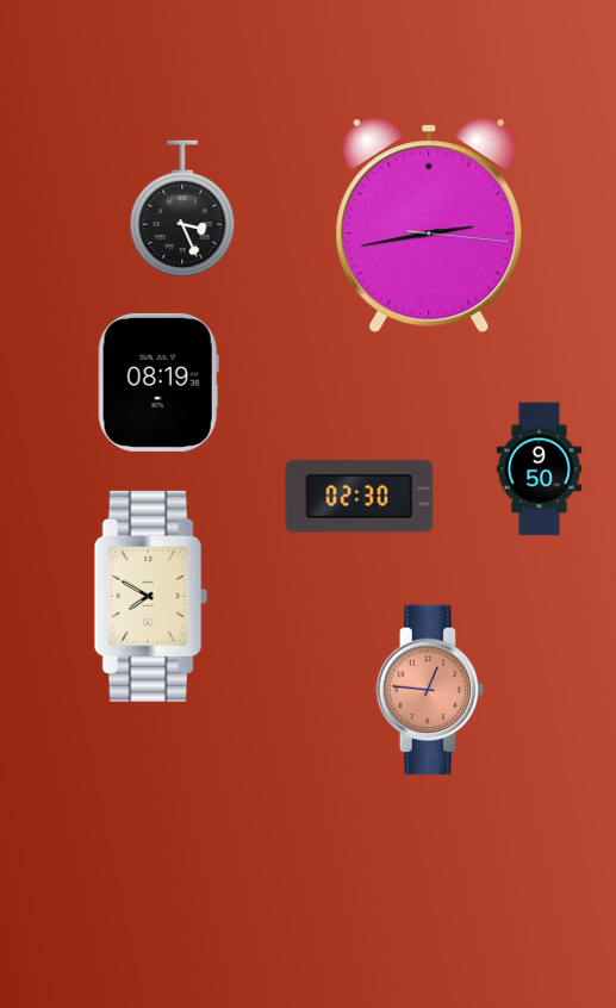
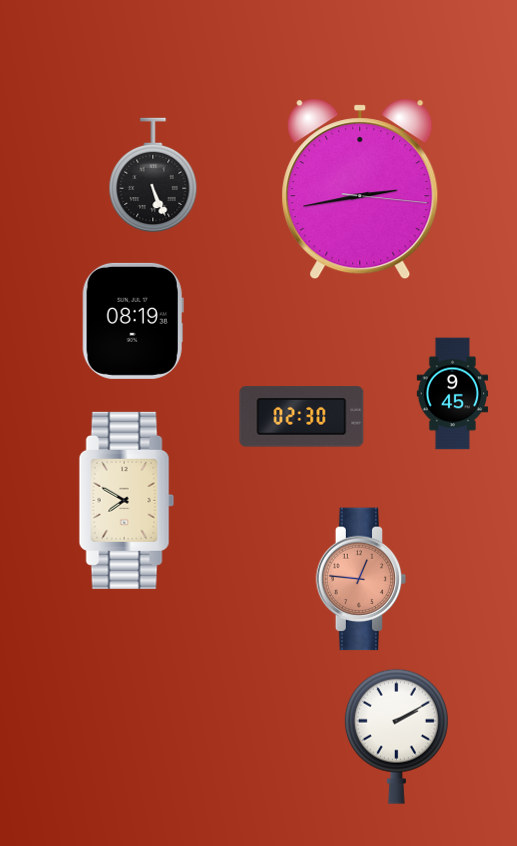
clock at (182, 209): 3:26 -> 5:26
clock at (540, 469): 9:50 -> 9:45
clock at (396, 736): none -> 2:10
